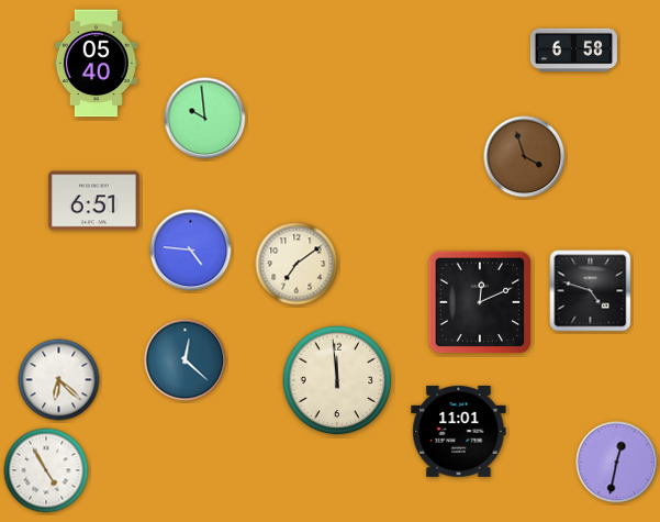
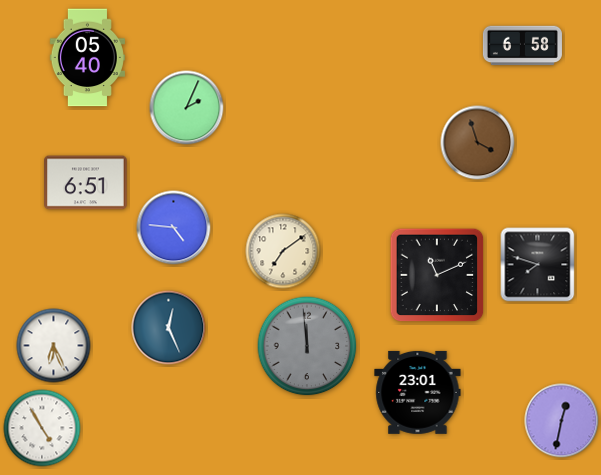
clock at (205, 119): 9:59 -> 2:04
clock at (297, 264) position: (297, 264) -> (283, 251)
clock at (591, 291): 4:48 -> 7:48
clock at (480, 302): 12:11 -> 11:11
clock at (186, 360): 12:22 -> 12:26
clock at (59, 380): 6:22 -> 6:26
clock at (337, 380) dial: cream -> grey
clock at (459, 431): 11:01 -> 23:01
